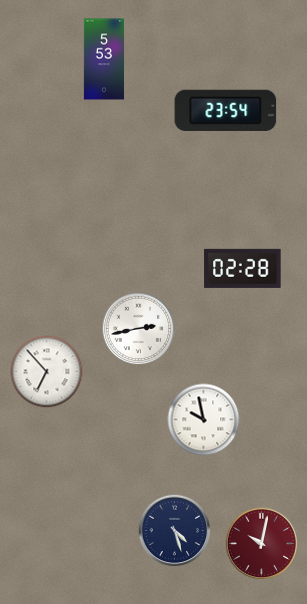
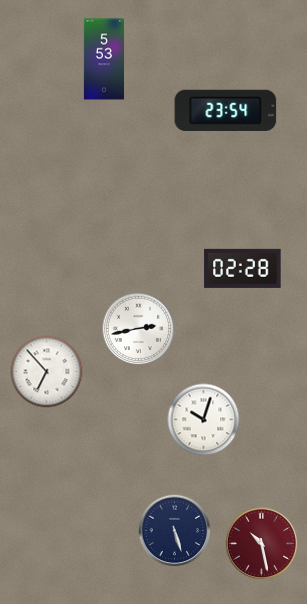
clock at (204, 420): 9:58 -> 10:03
clock at (175, 531): 4:27 -> 5:27
clock at (262, 544): 10:02 -> 10:28
